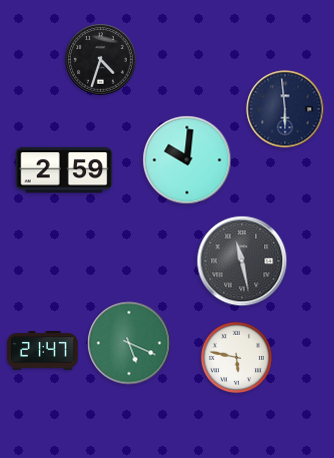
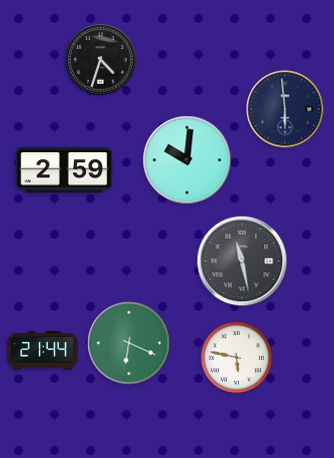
clock at (129, 343): 5:19 -> 6:19
clock at (43, 351): 21:47 -> 21:44
